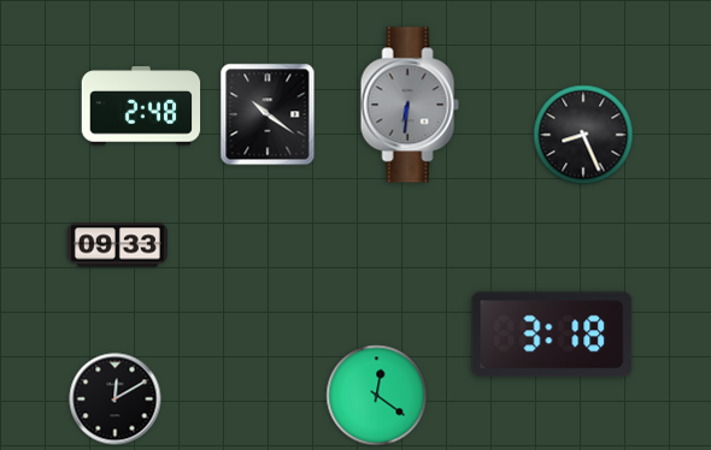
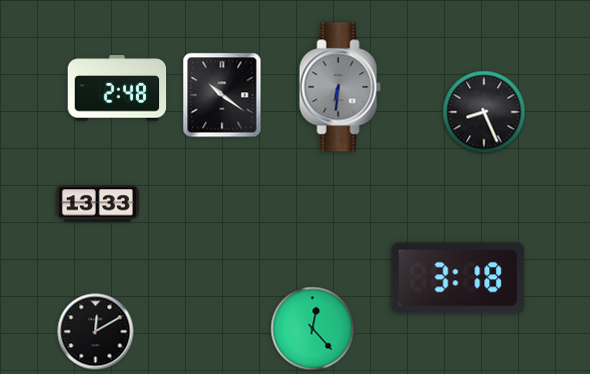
clock at (117, 245): 09:33 -> 13:33
clock at (377, 396): 12:21 -> 12:23
